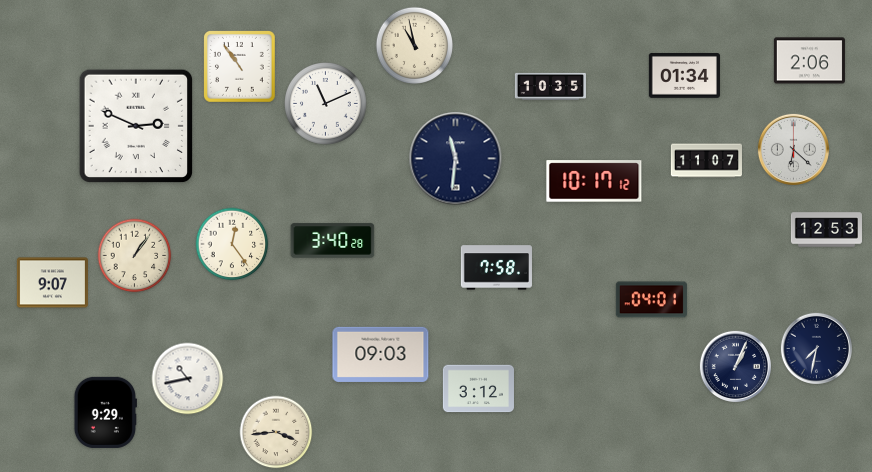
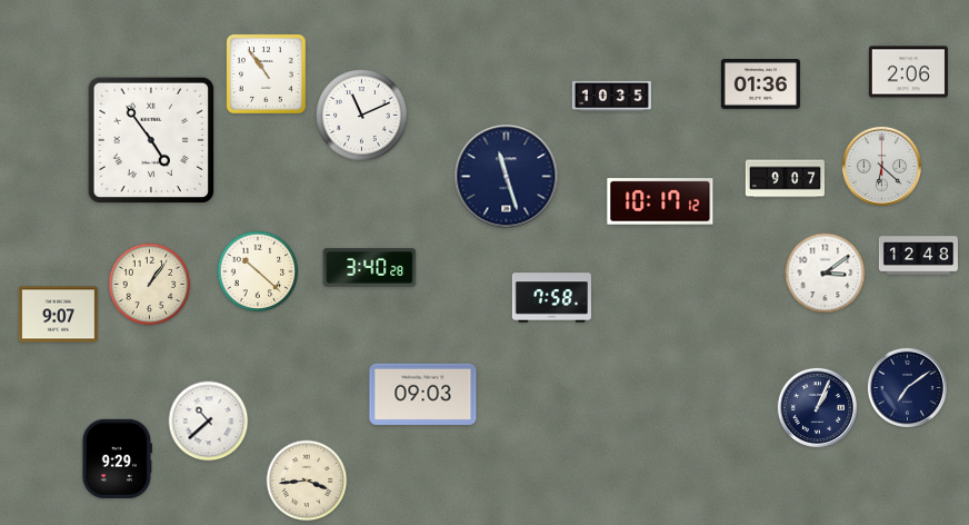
clock at (414, 45): 10:58 -> none
clock at (809, 61) position: (809, 61) -> (908, 72)
clock at (684, 76): 01:34 -> 01:36
clock at (136, 126): 2:49 -> 4:54
clock at (456, 159): 11:31 -> 11:27
clock at (706, 161): 11:07 -> 9:07
clock at (826, 230): 12:53 -> 12:48
clock at (232, 244): 12:24 -> 10:22
clock at (826, 274): none -> 3:09
clock at (651, 300): 04:01 -> none
clock at (816, 348): 7:32 -> 7:09
clock at (188, 379): 10:43 -> 10:38
clock at (478, 389): 3:12 -> none
